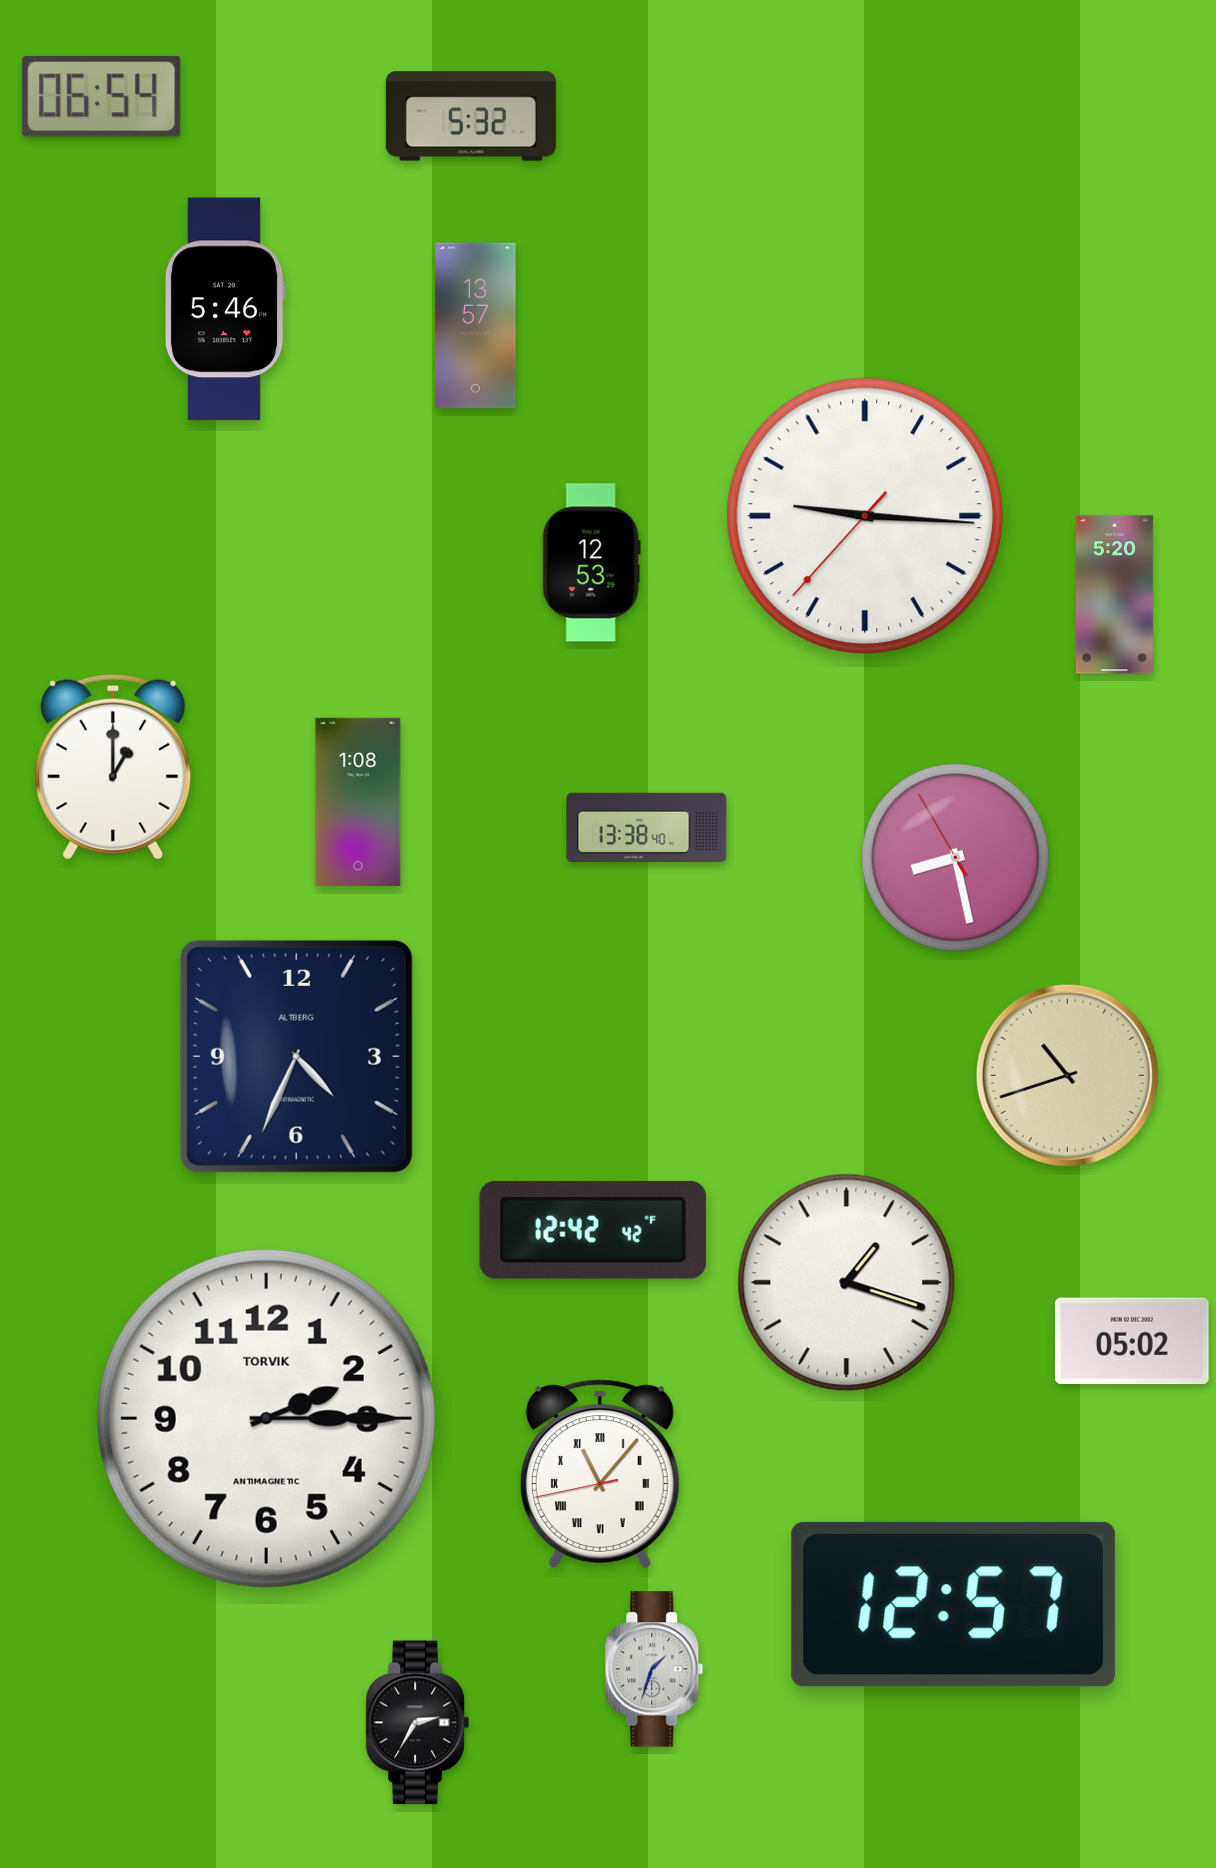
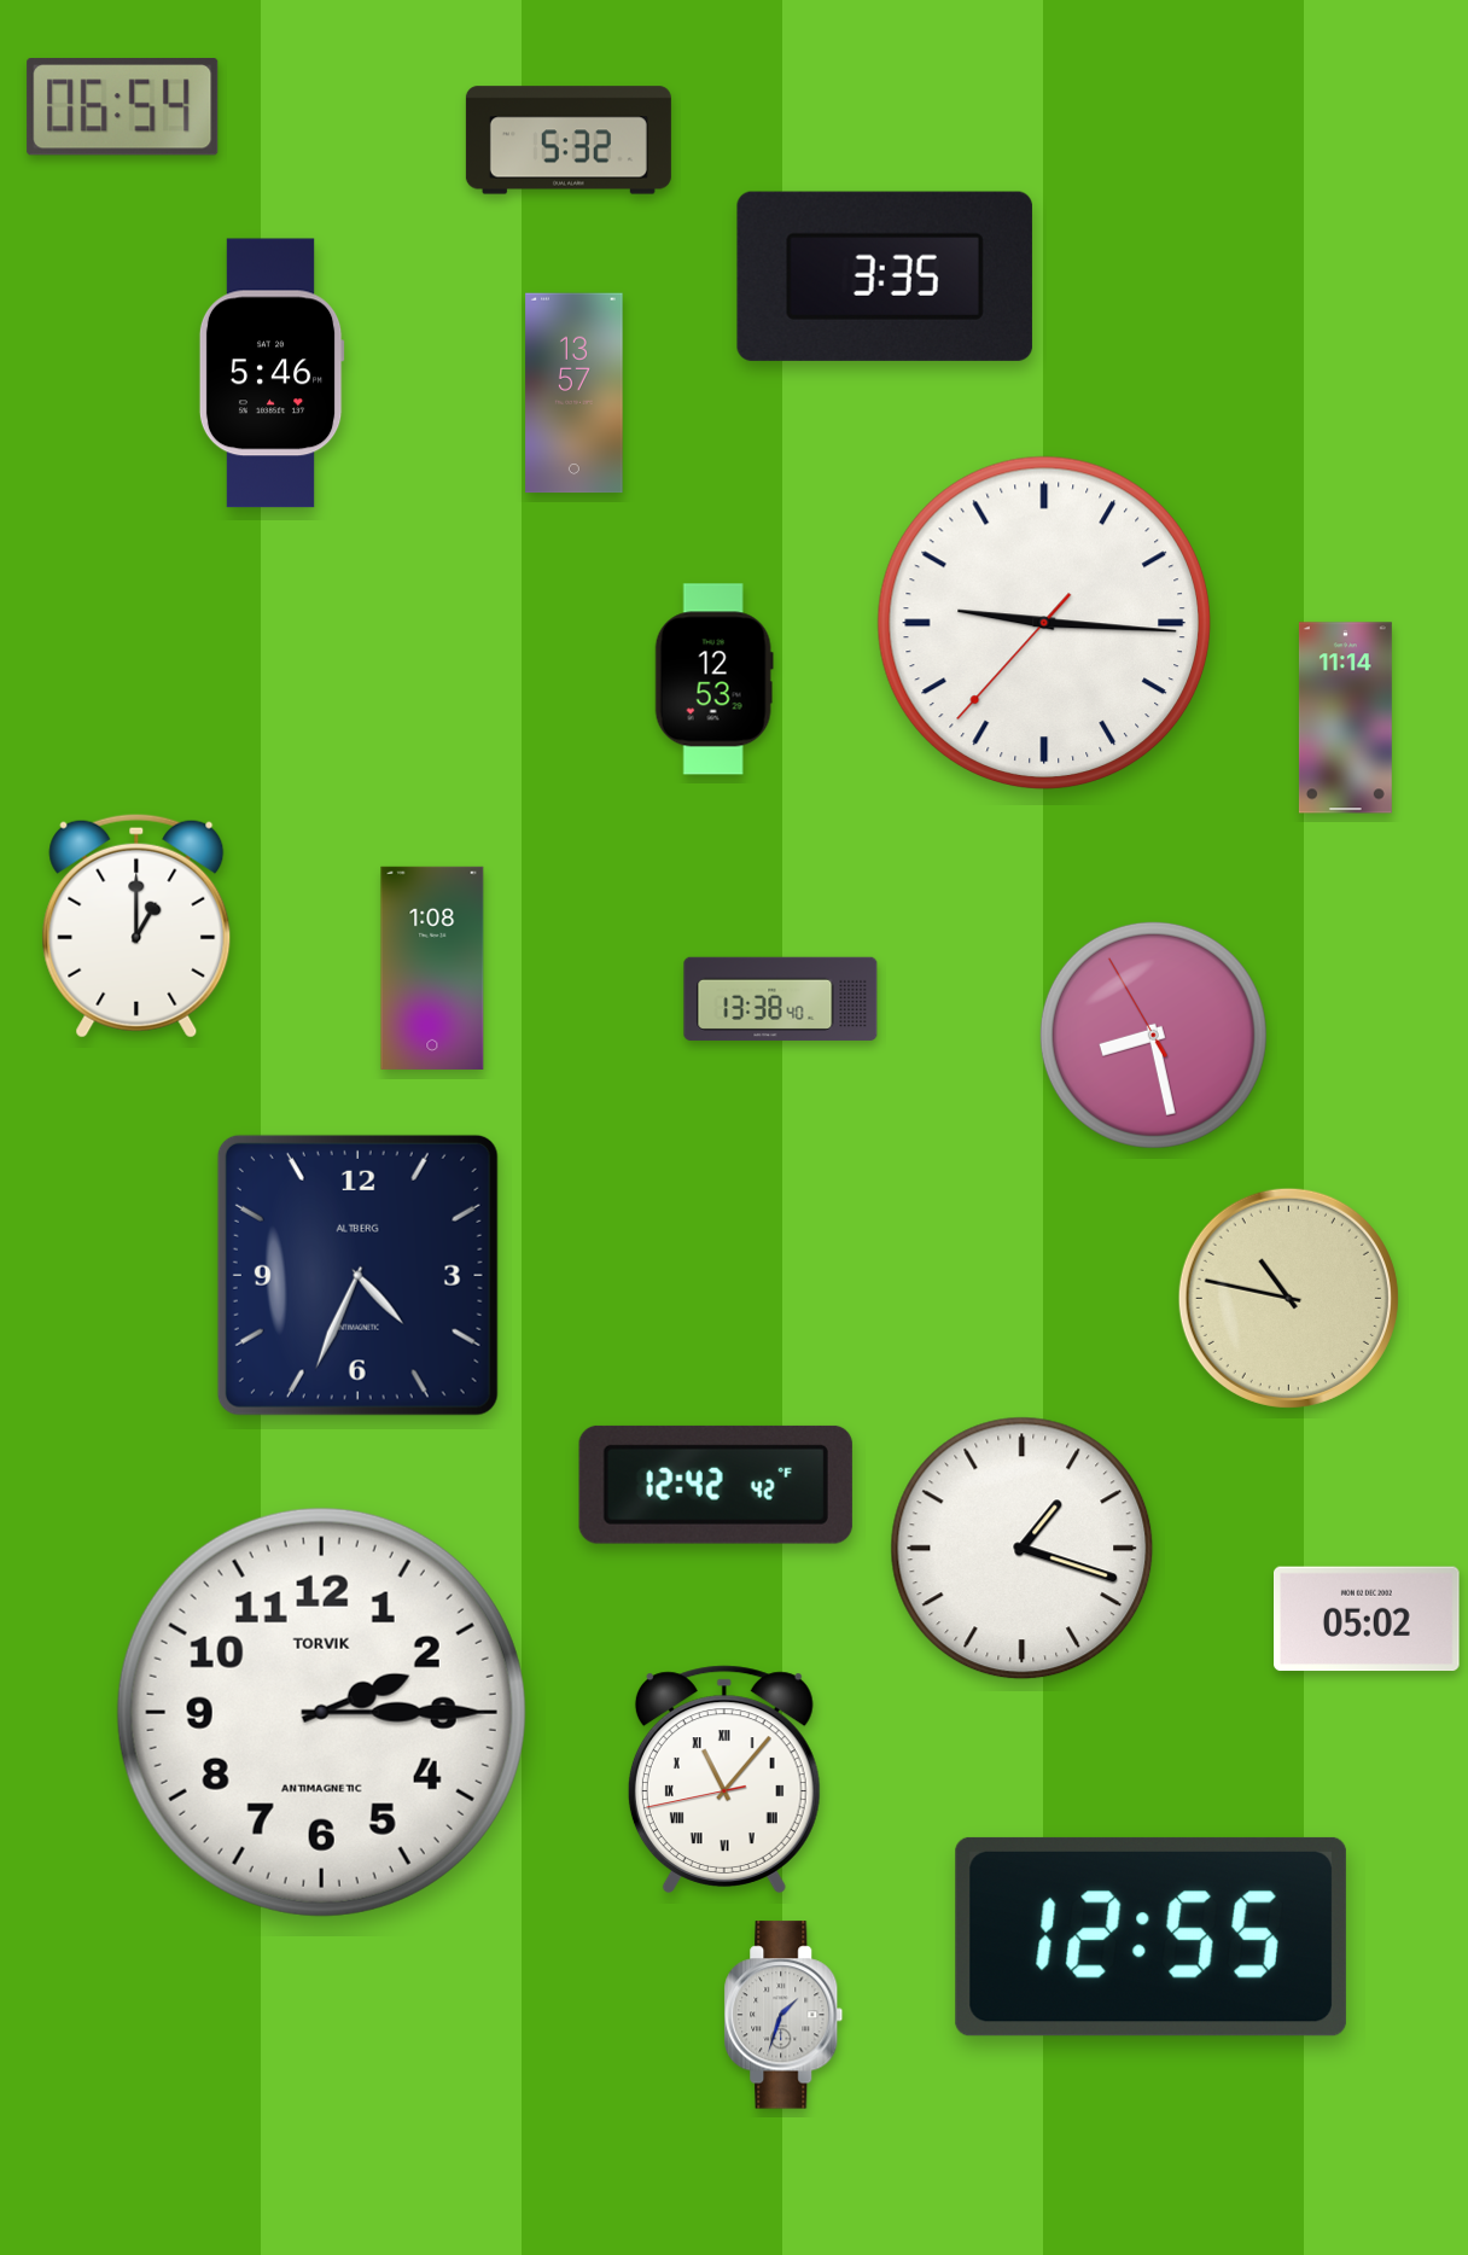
clock at (102, 97) position: (102, 97) -> (123, 107)
clock at (885, 276): none -> 3:35
clock at (1114, 595): 5:20 -> 11:14
clock at (1067, 1075): 10:42 -> 10:47
clock at (953, 1604): 12:57 -> 12:55
clock at (654, 1669) position: (654, 1669) -> (783, 2015)
clock at (417, 1723): 2:35 -> none
